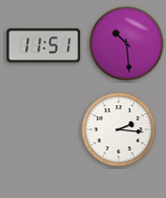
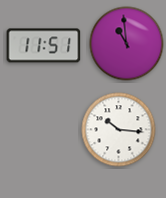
clock at (127, 44): 10:29 -> 10:59
clock at (119, 130): 2:16 -> 10:16
